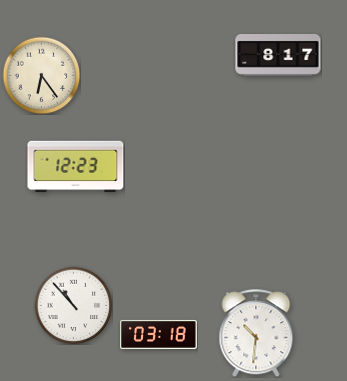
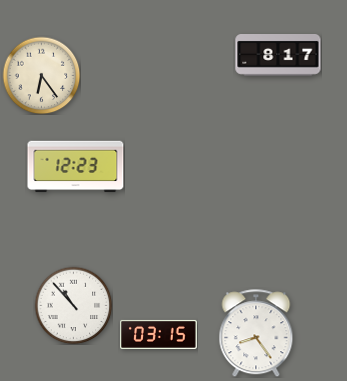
clock at (256, 333): 10:31 -> 8:24
clock at (159, 334): 03:18 -> 03:15
